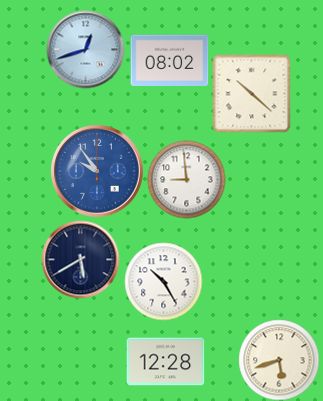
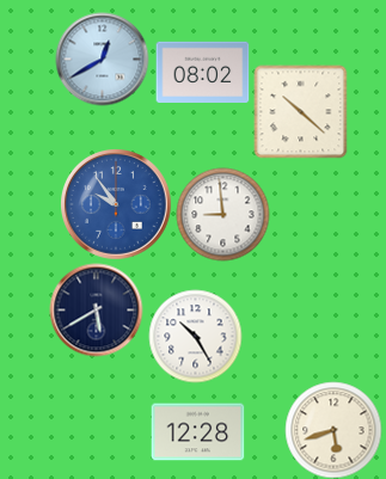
clock at (85, 49): 12:42 -> 12:40
